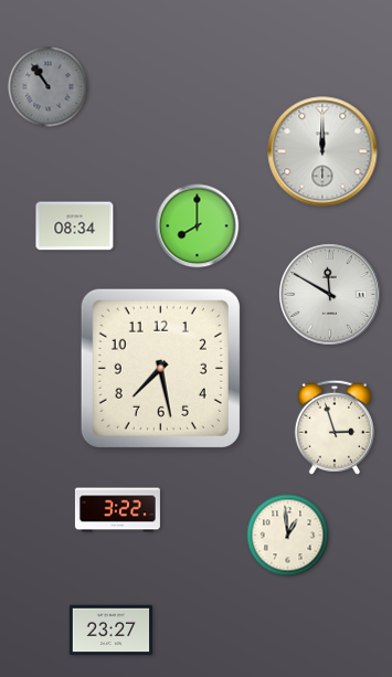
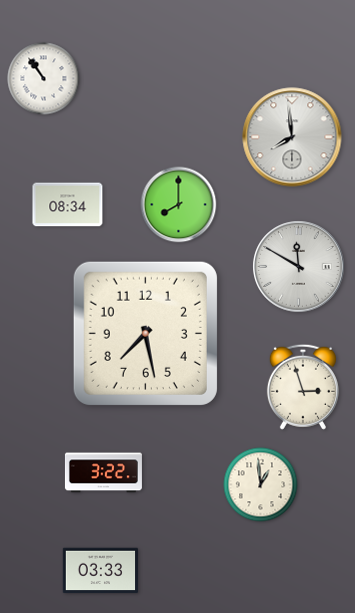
clock at (49, 87) dial: grey -> white
clock at (322, 151): 12:00 -> 7:59
clock at (117, 510) position: (117, 510) -> (103, 473)
clock at (112, 631): 23:27 -> 03:33
